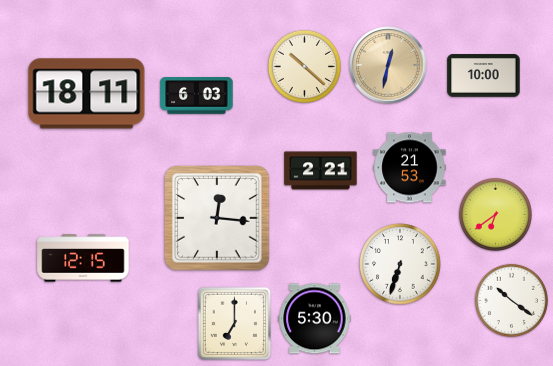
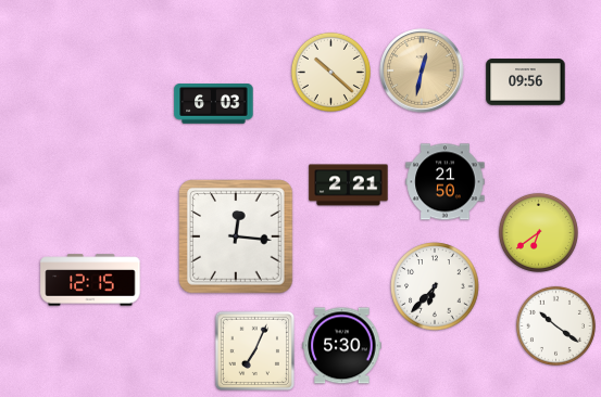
clock at (484, 76): 10:00 -> 09:56
clock at (87, 94): 18:11 -> none
clock at (410, 168): 21:53 -> 21:50
clock at (400, 264): 6:33 -> 6:37
clock at (234, 323): 7:00 -> 7:04
